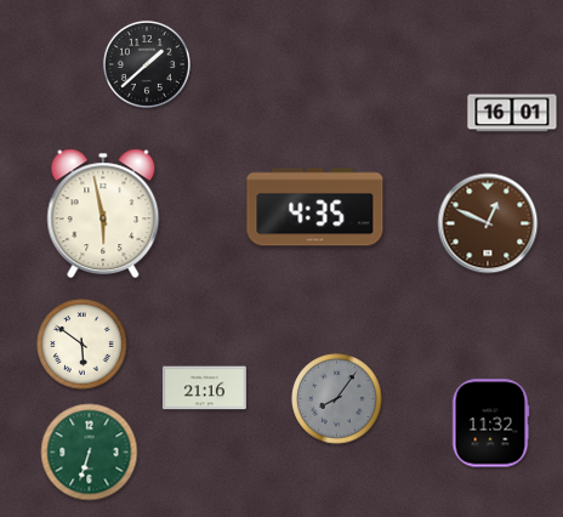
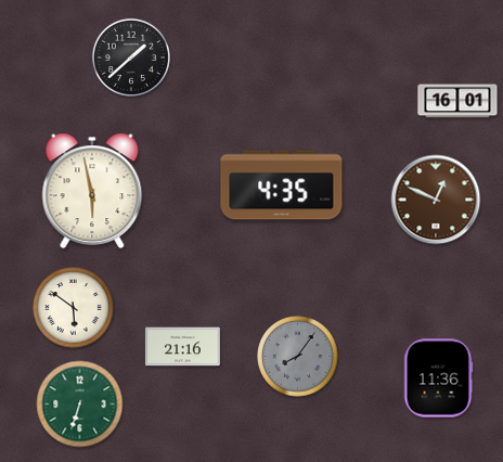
clock at (337, 399) position: (337, 399) -> (298, 357)
clock at (490, 424): 11:32 -> 11:36
